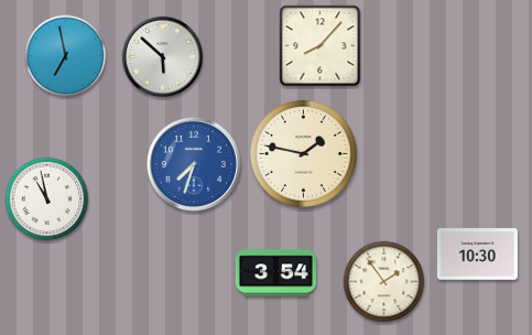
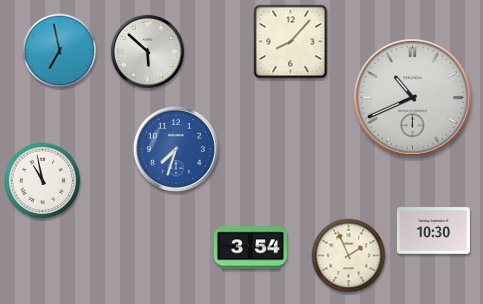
clock at (413, 98): none -> 10:41
clock at (304, 154): 1:47 -> none
clock at (384, 282): 1:54 -> 1:56
